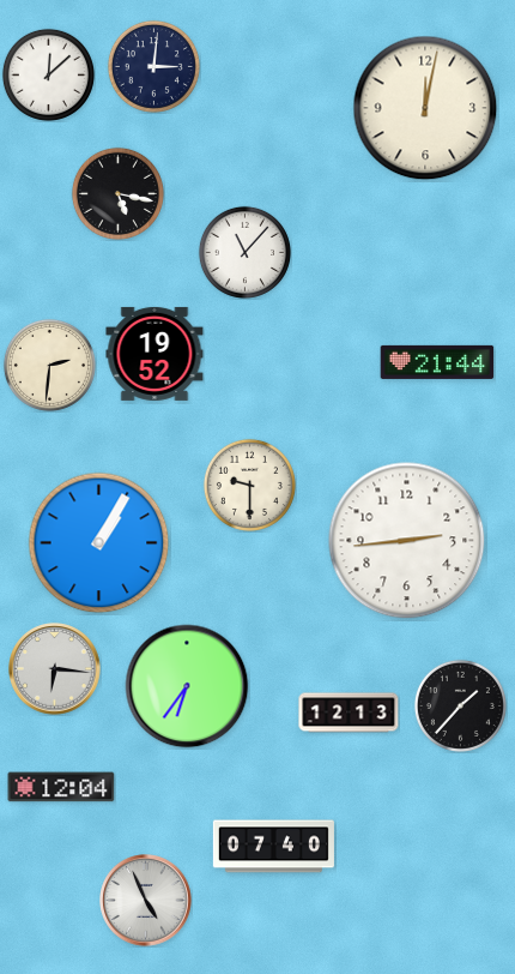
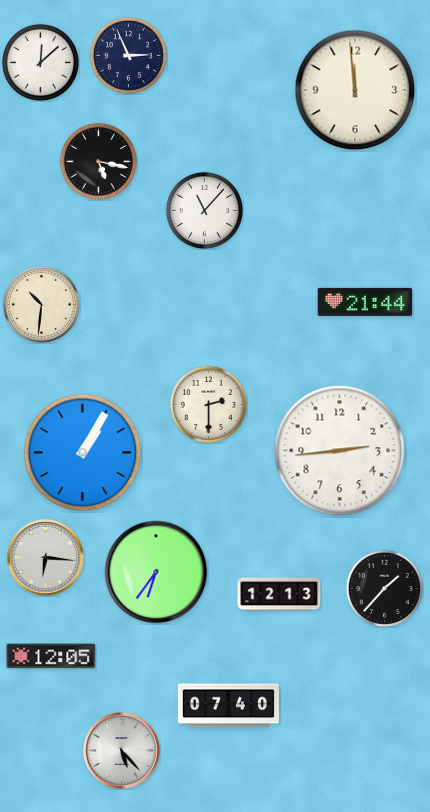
clock at (153, 66): 3:01 -> 2:56
clock at (425, 108): 12:02 -> 11:59
clock at (154, 354): 19:52 -> none
clock at (49, 365): 2:31 -> 10:31
clock at (249, 485): 9:30 -> 2:30
clock at (349, 713) position: (349, 713) -> (279, 594)
clock at (61, 787): 12:04 -> 12:05
clock at (146, 901): 4:56 -> 5:23
